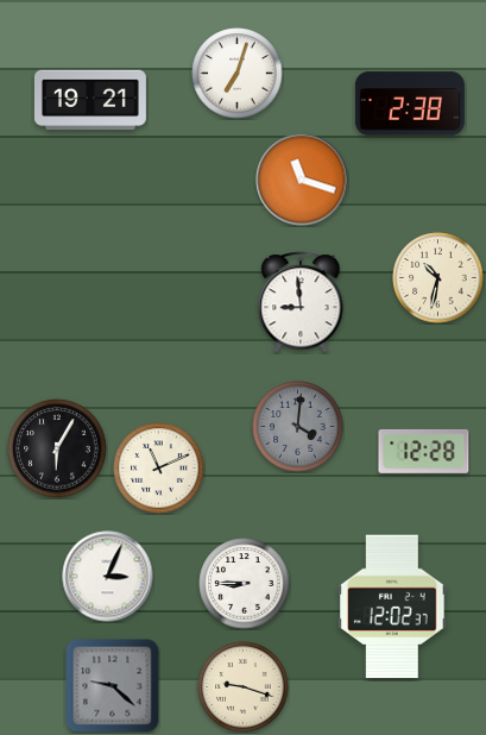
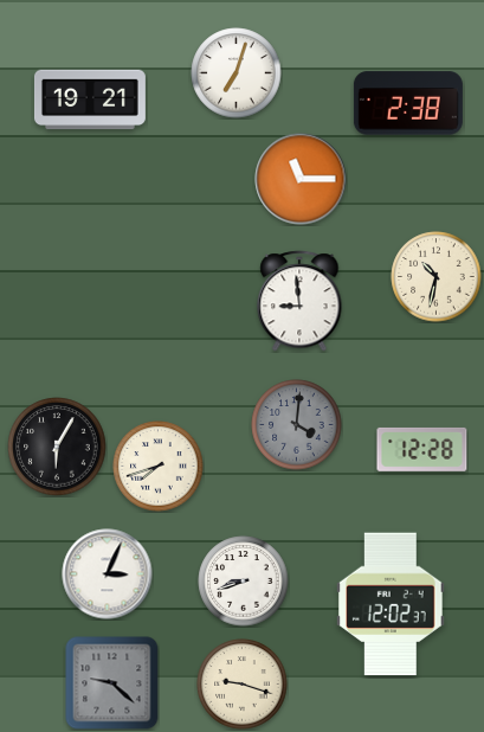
clock at (302, 180): 11:18 -> 11:15
clock at (159, 469): 11:11 -> 7:42
clock at (245, 584): 8:45 -> 8:42
